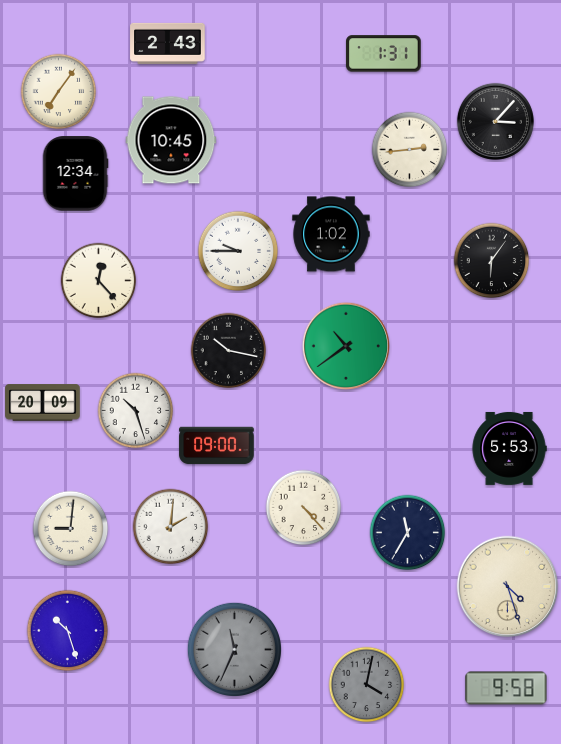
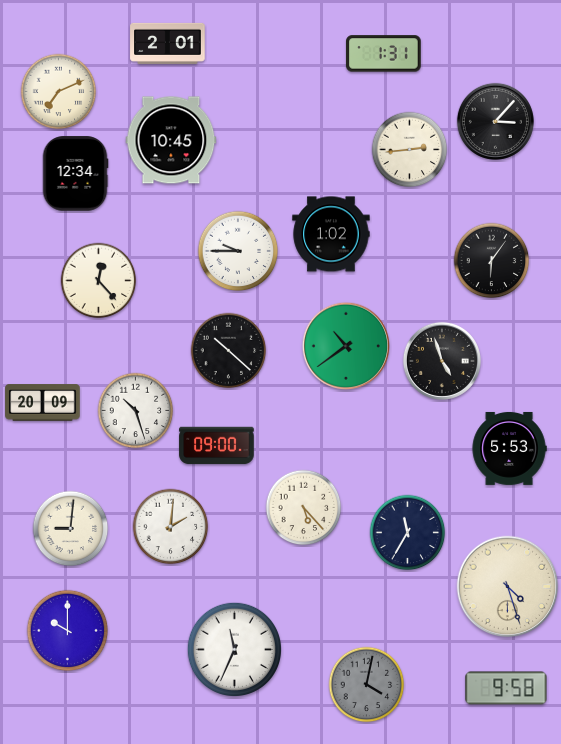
clock at (168, 43): 2:43 -> 2:01
clock at (59, 92): 7:06 -> 7:11
clock at (229, 351): 10:17 -> 10:22
clock at (442, 361): none -> 4:57
clock at (304, 508): 4:23 -> 5:23
clock at (68, 631): 10:27 -> 10:00
clock at (234, 649) dial: grey -> white
